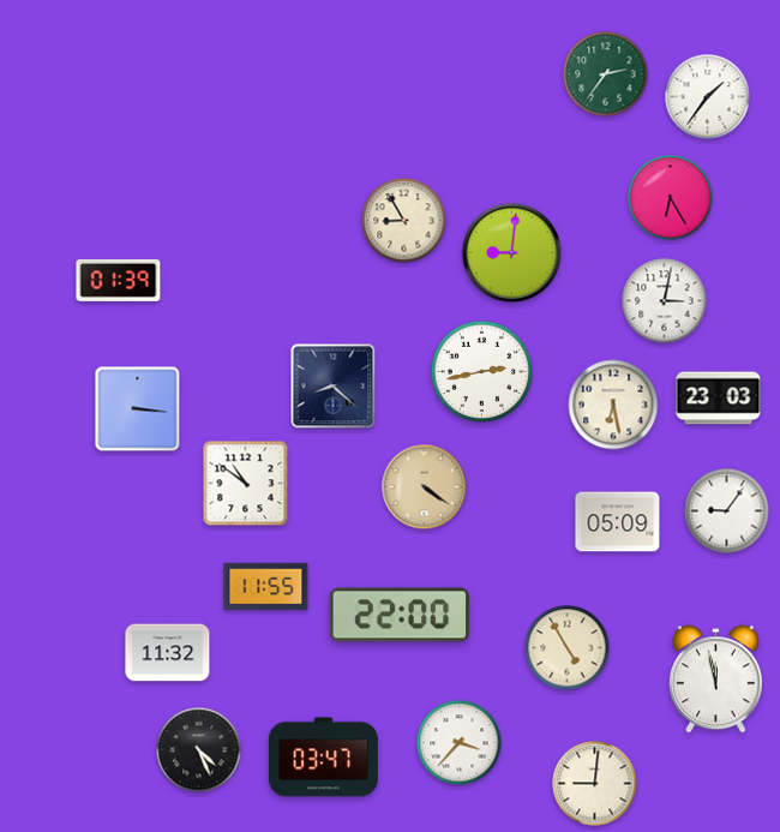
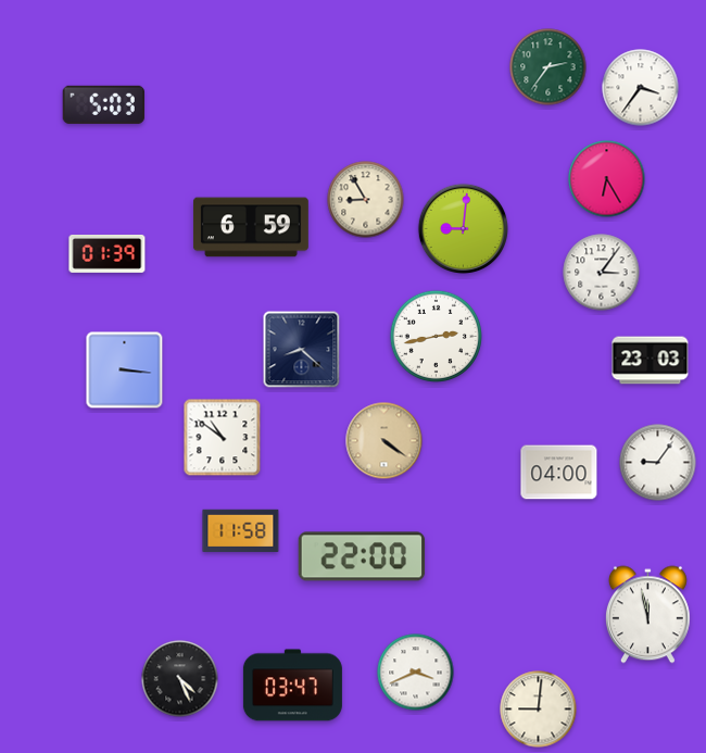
clock at (708, 97): 1:36 -> 3:36
clock at (103, 104): none -> 5:03
clock at (251, 227): none -> 6:59
clock at (665, 301): 3:02 -> 3:06
clock at (613, 405): 6:28 -> none
clock at (618, 522): 05:09 -> 04:00
clock at (266, 586): 11:55 -> 11:58
clock at (568, 648): 4:55 -> none
clock at (168, 653): 11:32 -> none
clock at (460, 743): 3:37 -> 3:41
